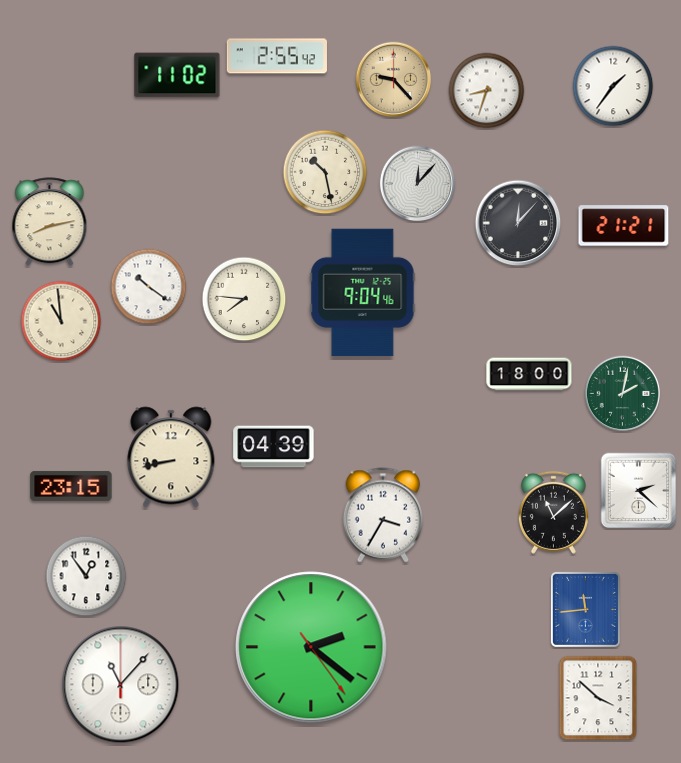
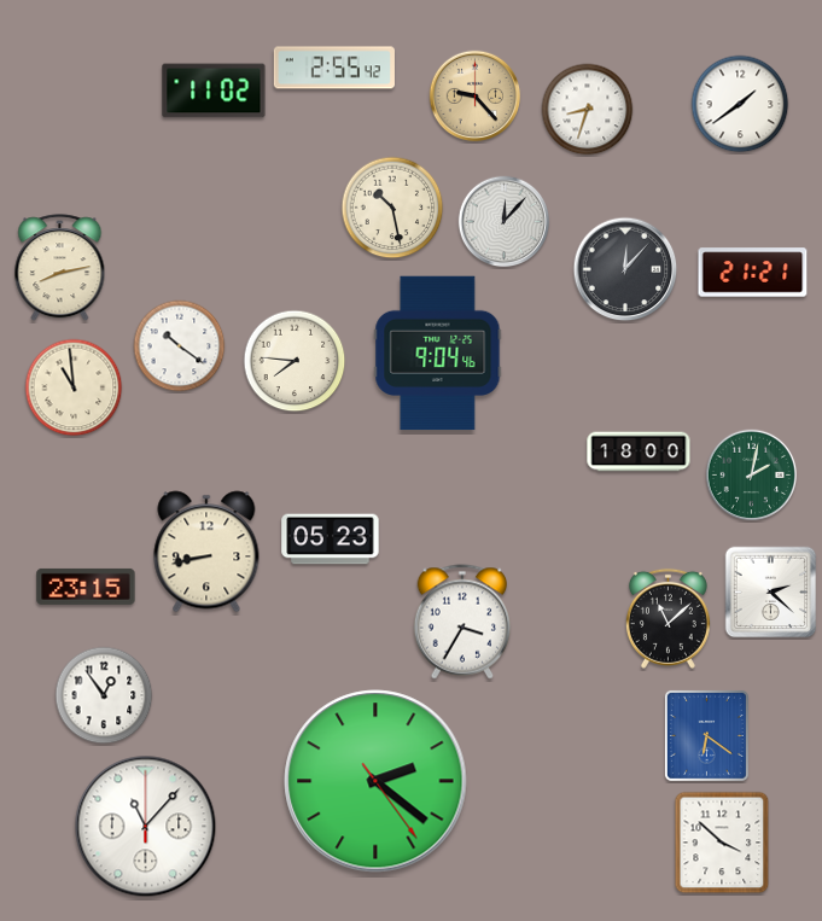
clock at (613, 86): 1:36 -> 1:39
clock at (274, 447): 04:39 -> 05:23
clock at (585, 609): 11:44 -> 6:21
